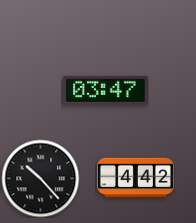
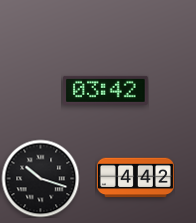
clock at (106, 90): 03:47 -> 03:42
clock at (40, 178): 10:23 -> 10:18
